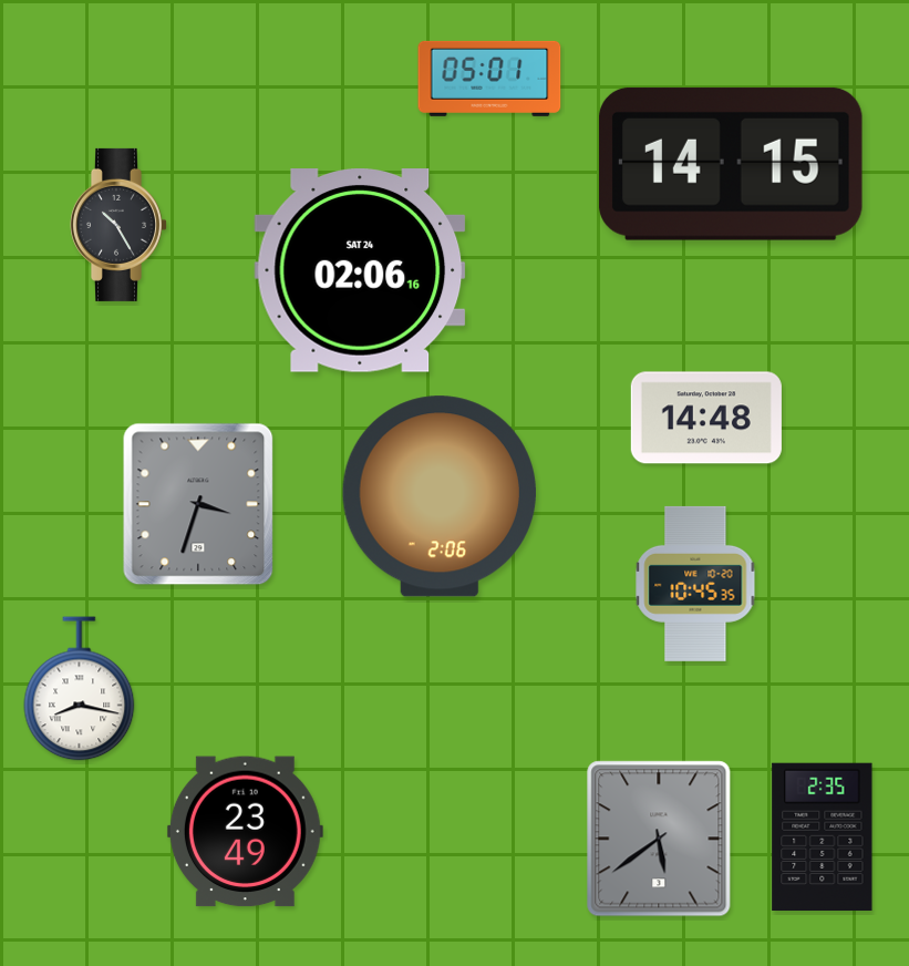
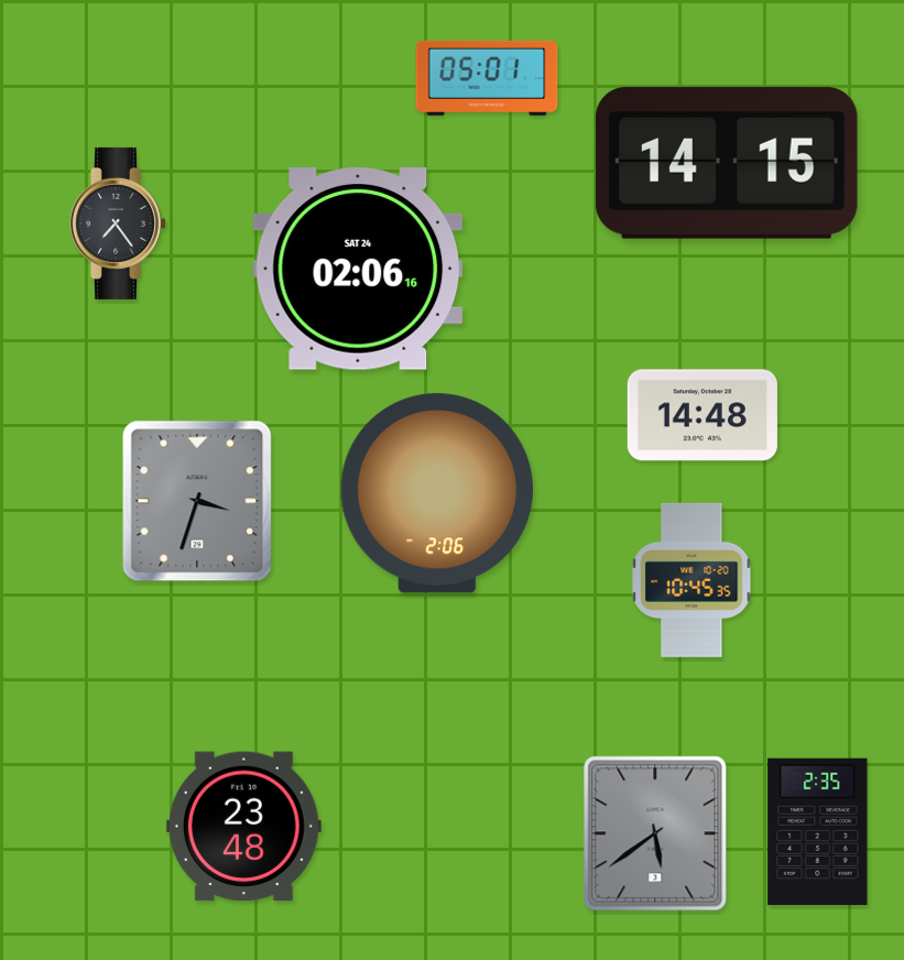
clock at (118, 225): 10:25 -> 7:24
clock at (80, 689): 8:17 -> none
clock at (245, 832): 23:49 -> 23:48
